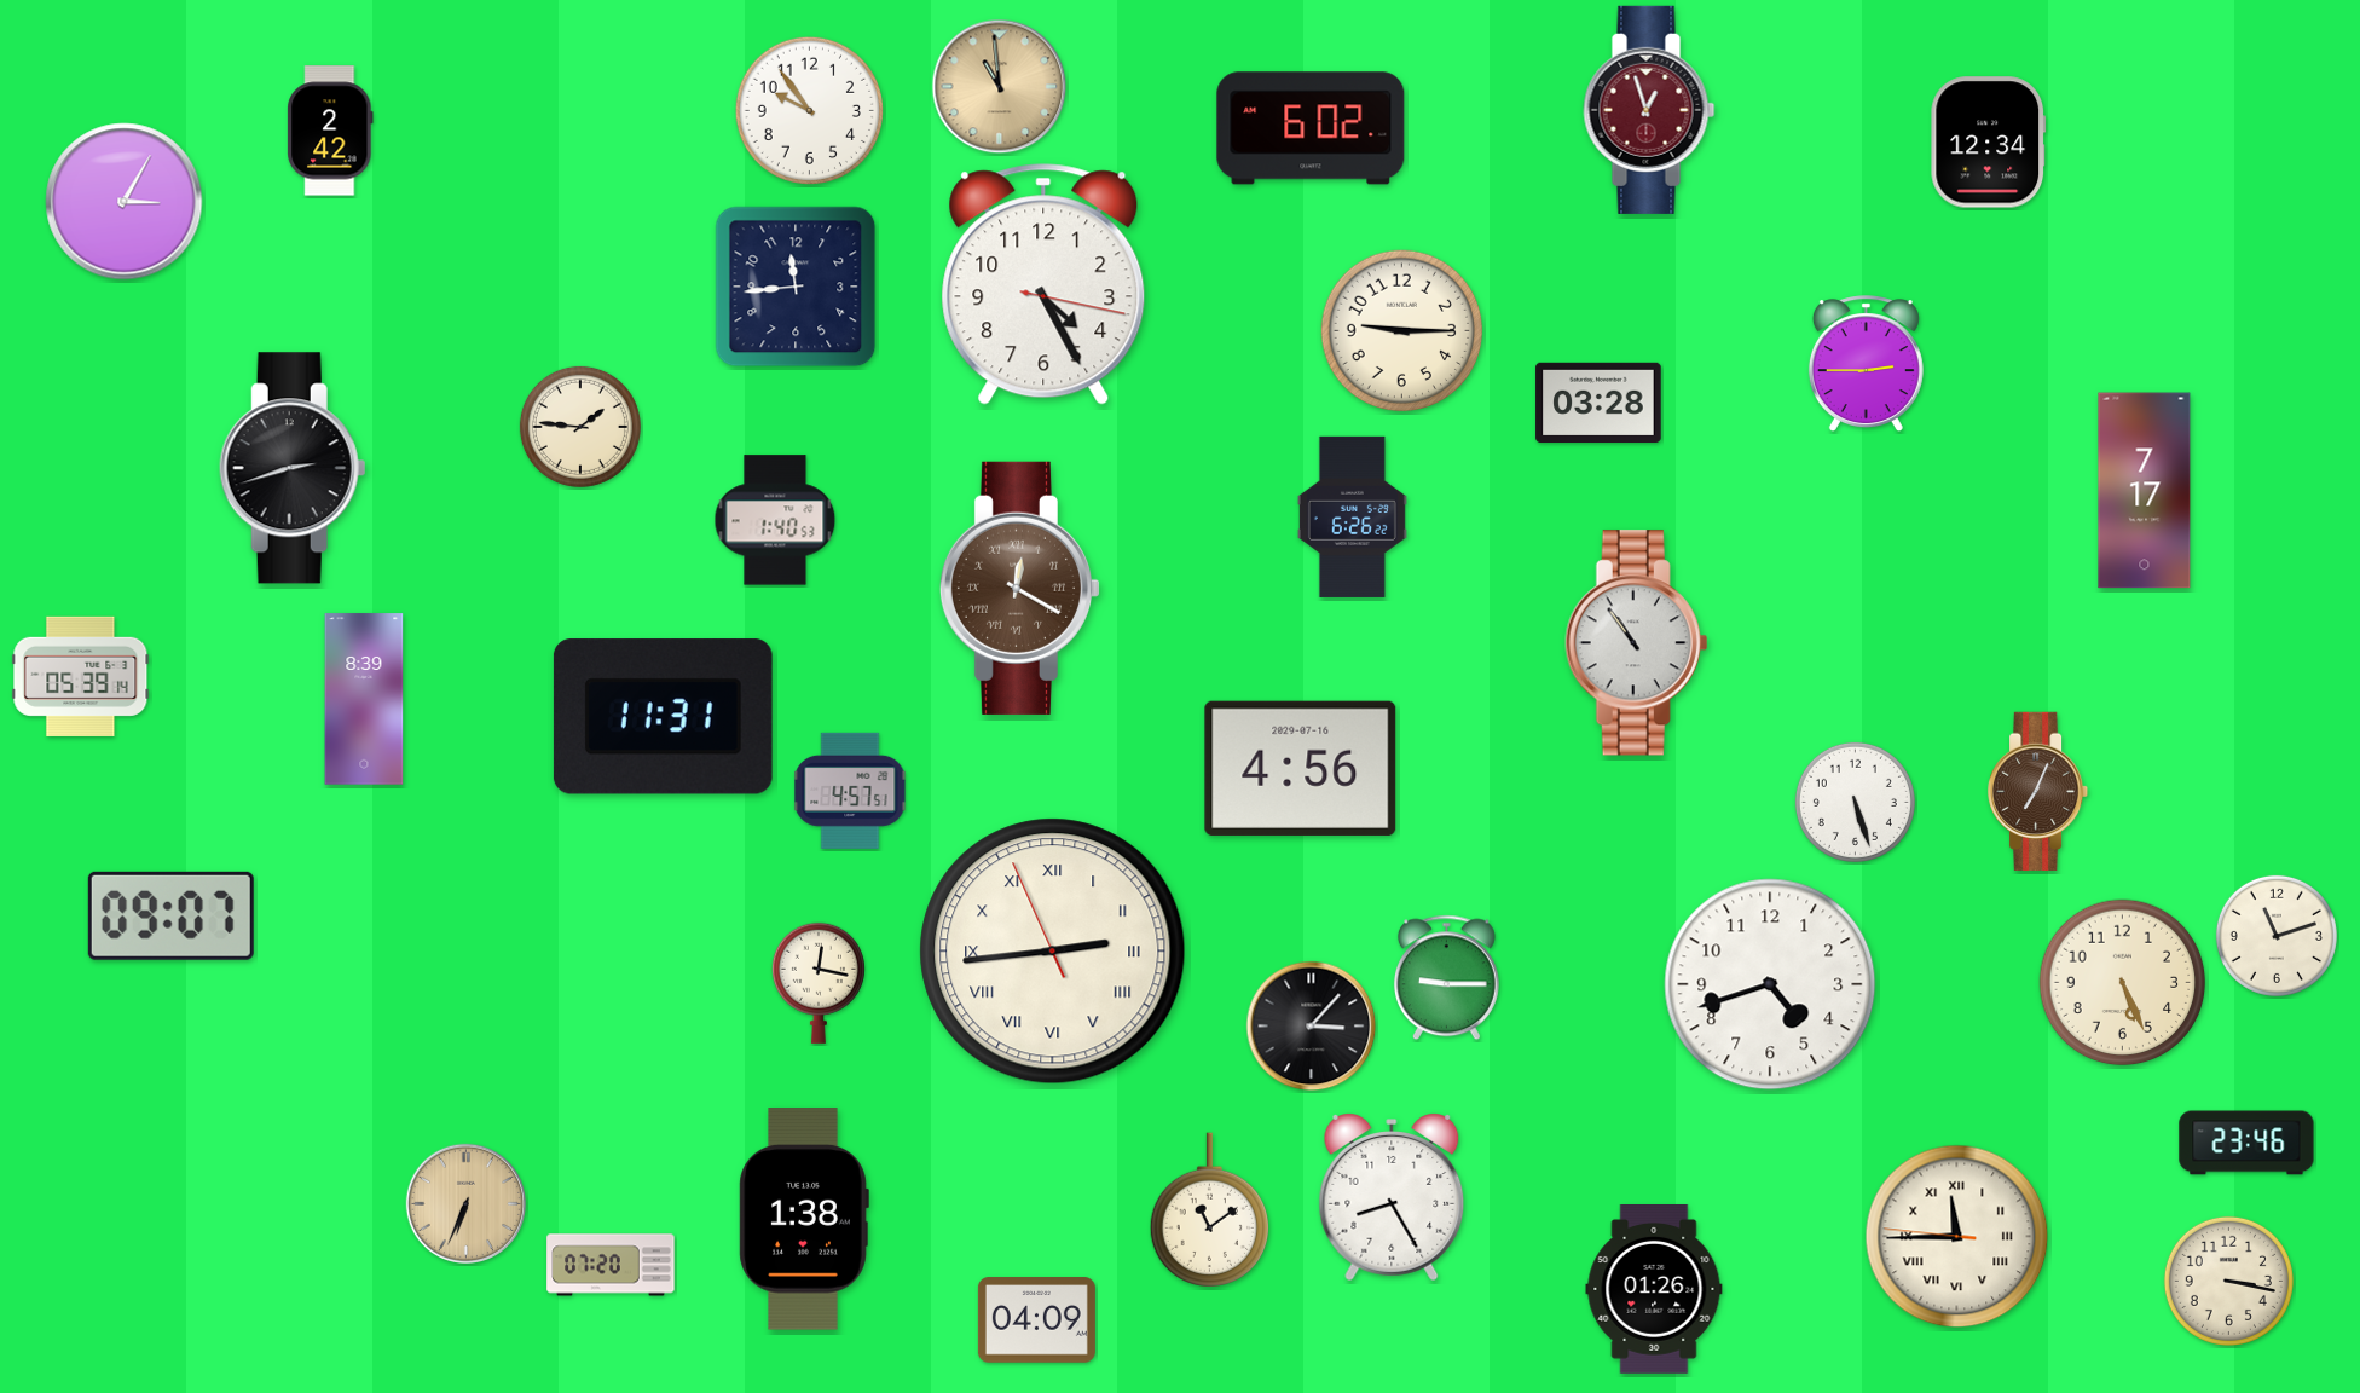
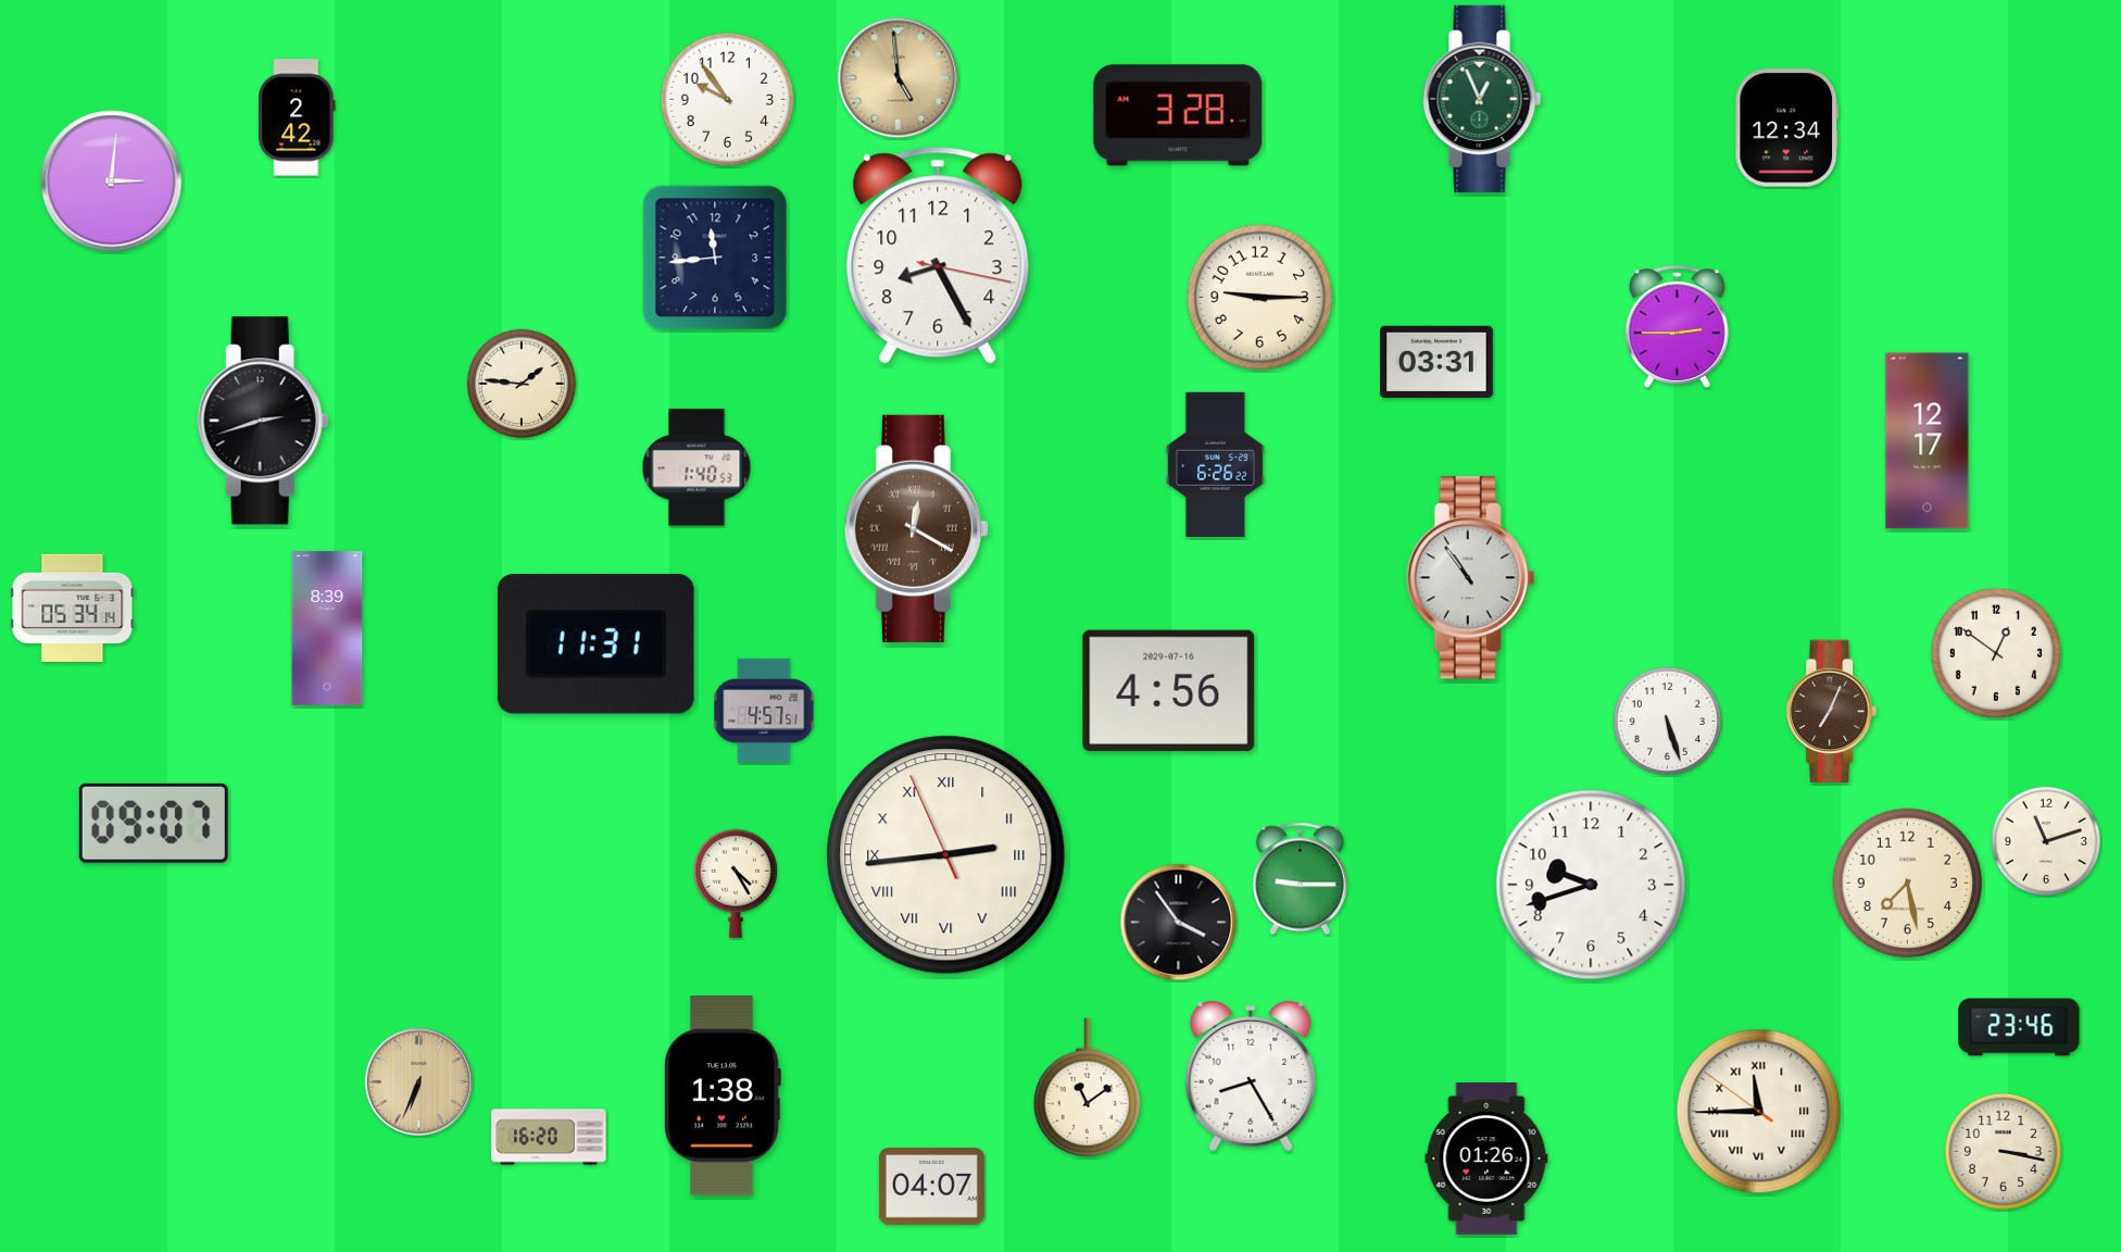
clock at (1000, 87): 10:59 -> 4:59
clock at (1649, 110): 12:57 -> 12:56
clock at (1649, 110) dial: burgundy -> green
clock at (1311, 128): 6:02 -> 3:28
clock at (125, 202): 3:05 -> 3:01
clock at (1043, 284): 4:25 -> 8:25
clock at (1598, 401): 03:28 -> 03:31
clock at (2145, 491): 7:17 -> 12:17
clock at (81, 676): 05:39 -> 05:34
clock at (1995, 652): none -> 12:51
clock at (819, 983): 12:17 -> 4:25
clock at (2123, 983): 5:26 -> 7:28
clock at (1770, 984): 4:42 -> 9:42
clock at (1312, 1027): 3:07 -> 3:54
clock at (1957, 1237): 11:44:46 -> 11:44:51
clock at (611, 1265): 07:20 -> 16:20
clock at (1036, 1320): 04:09 -> 04:07
